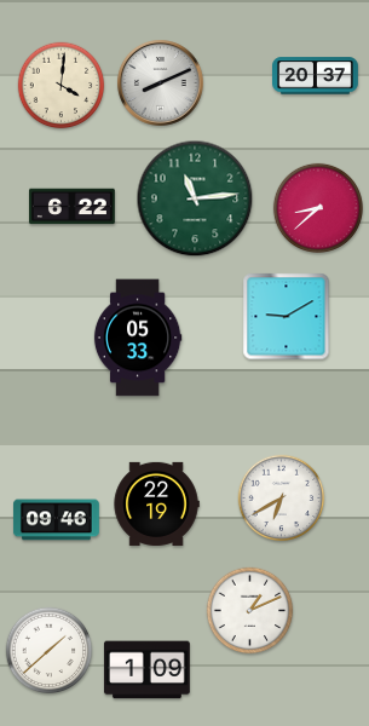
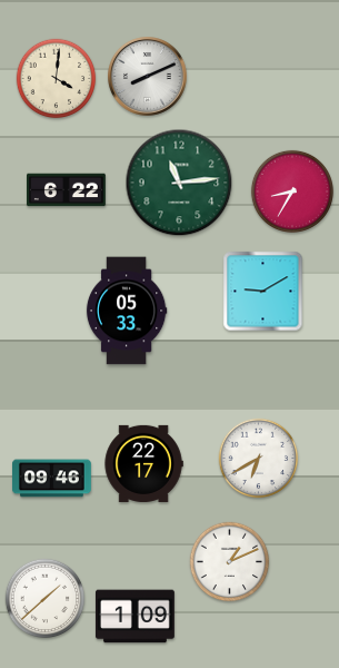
clock at (316, 76): 20:37 -> none
clock at (318, 208): 8:38 -> 8:35
clock at (156, 503): 22:19 -> 22:17
